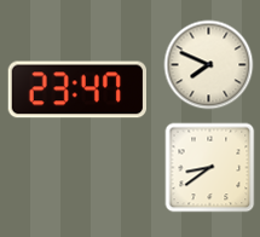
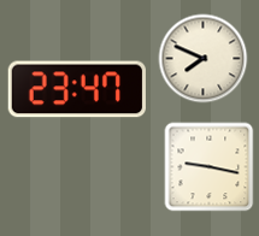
clock at (209, 65) position: (209, 65) -> (204, 59)
clock at (210, 168): 8:39 -> 9:17
